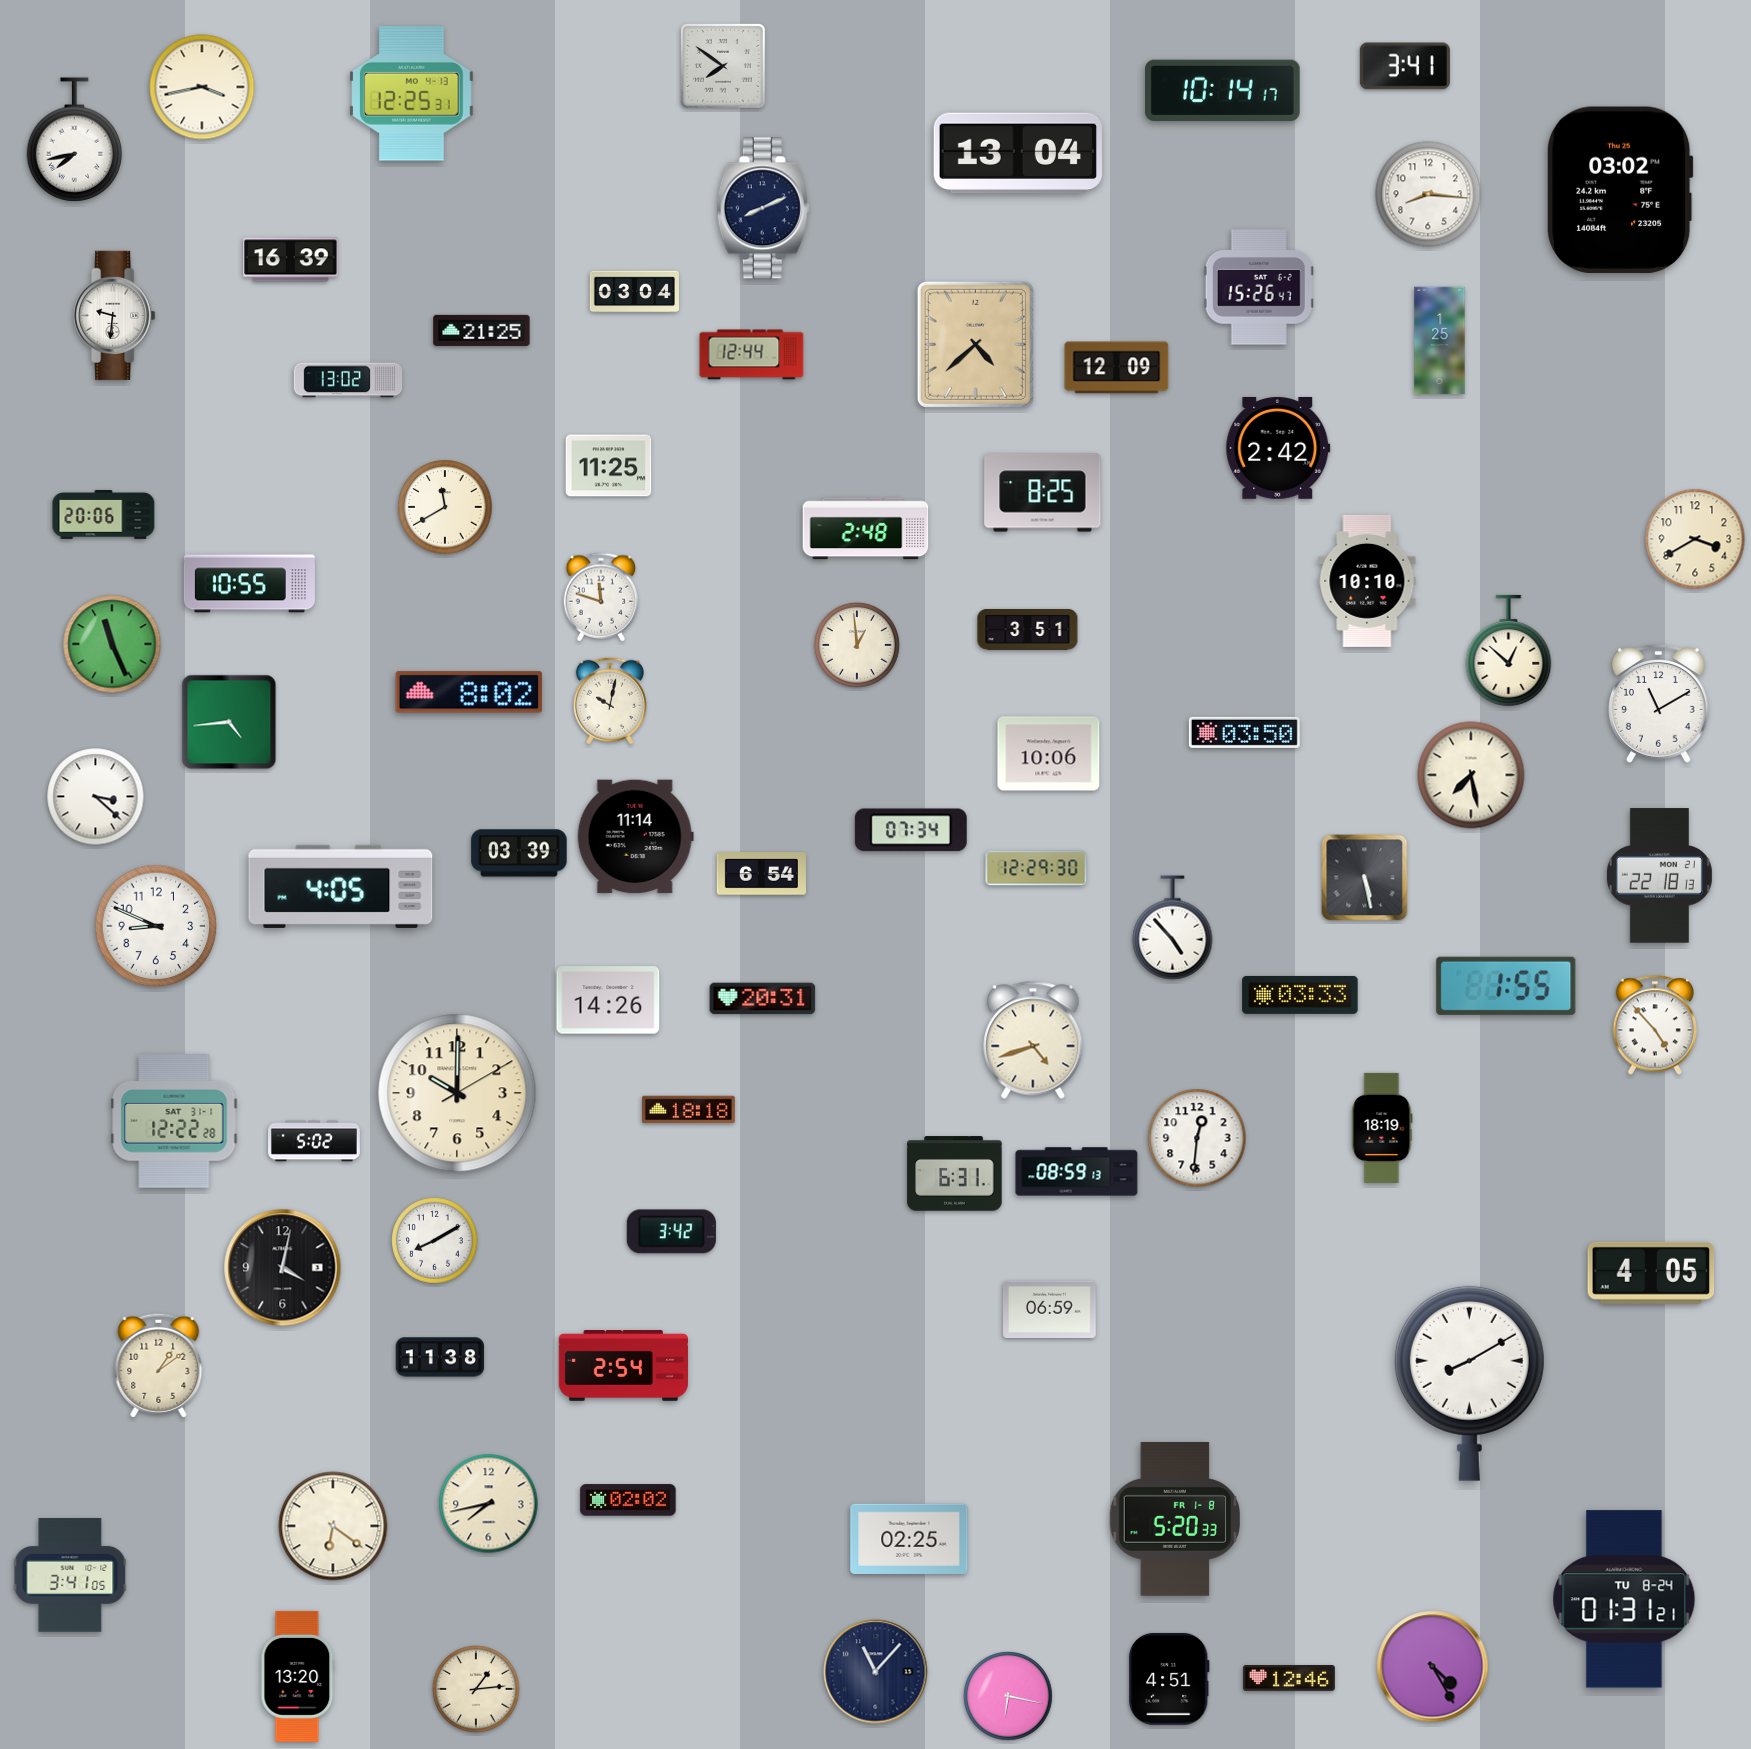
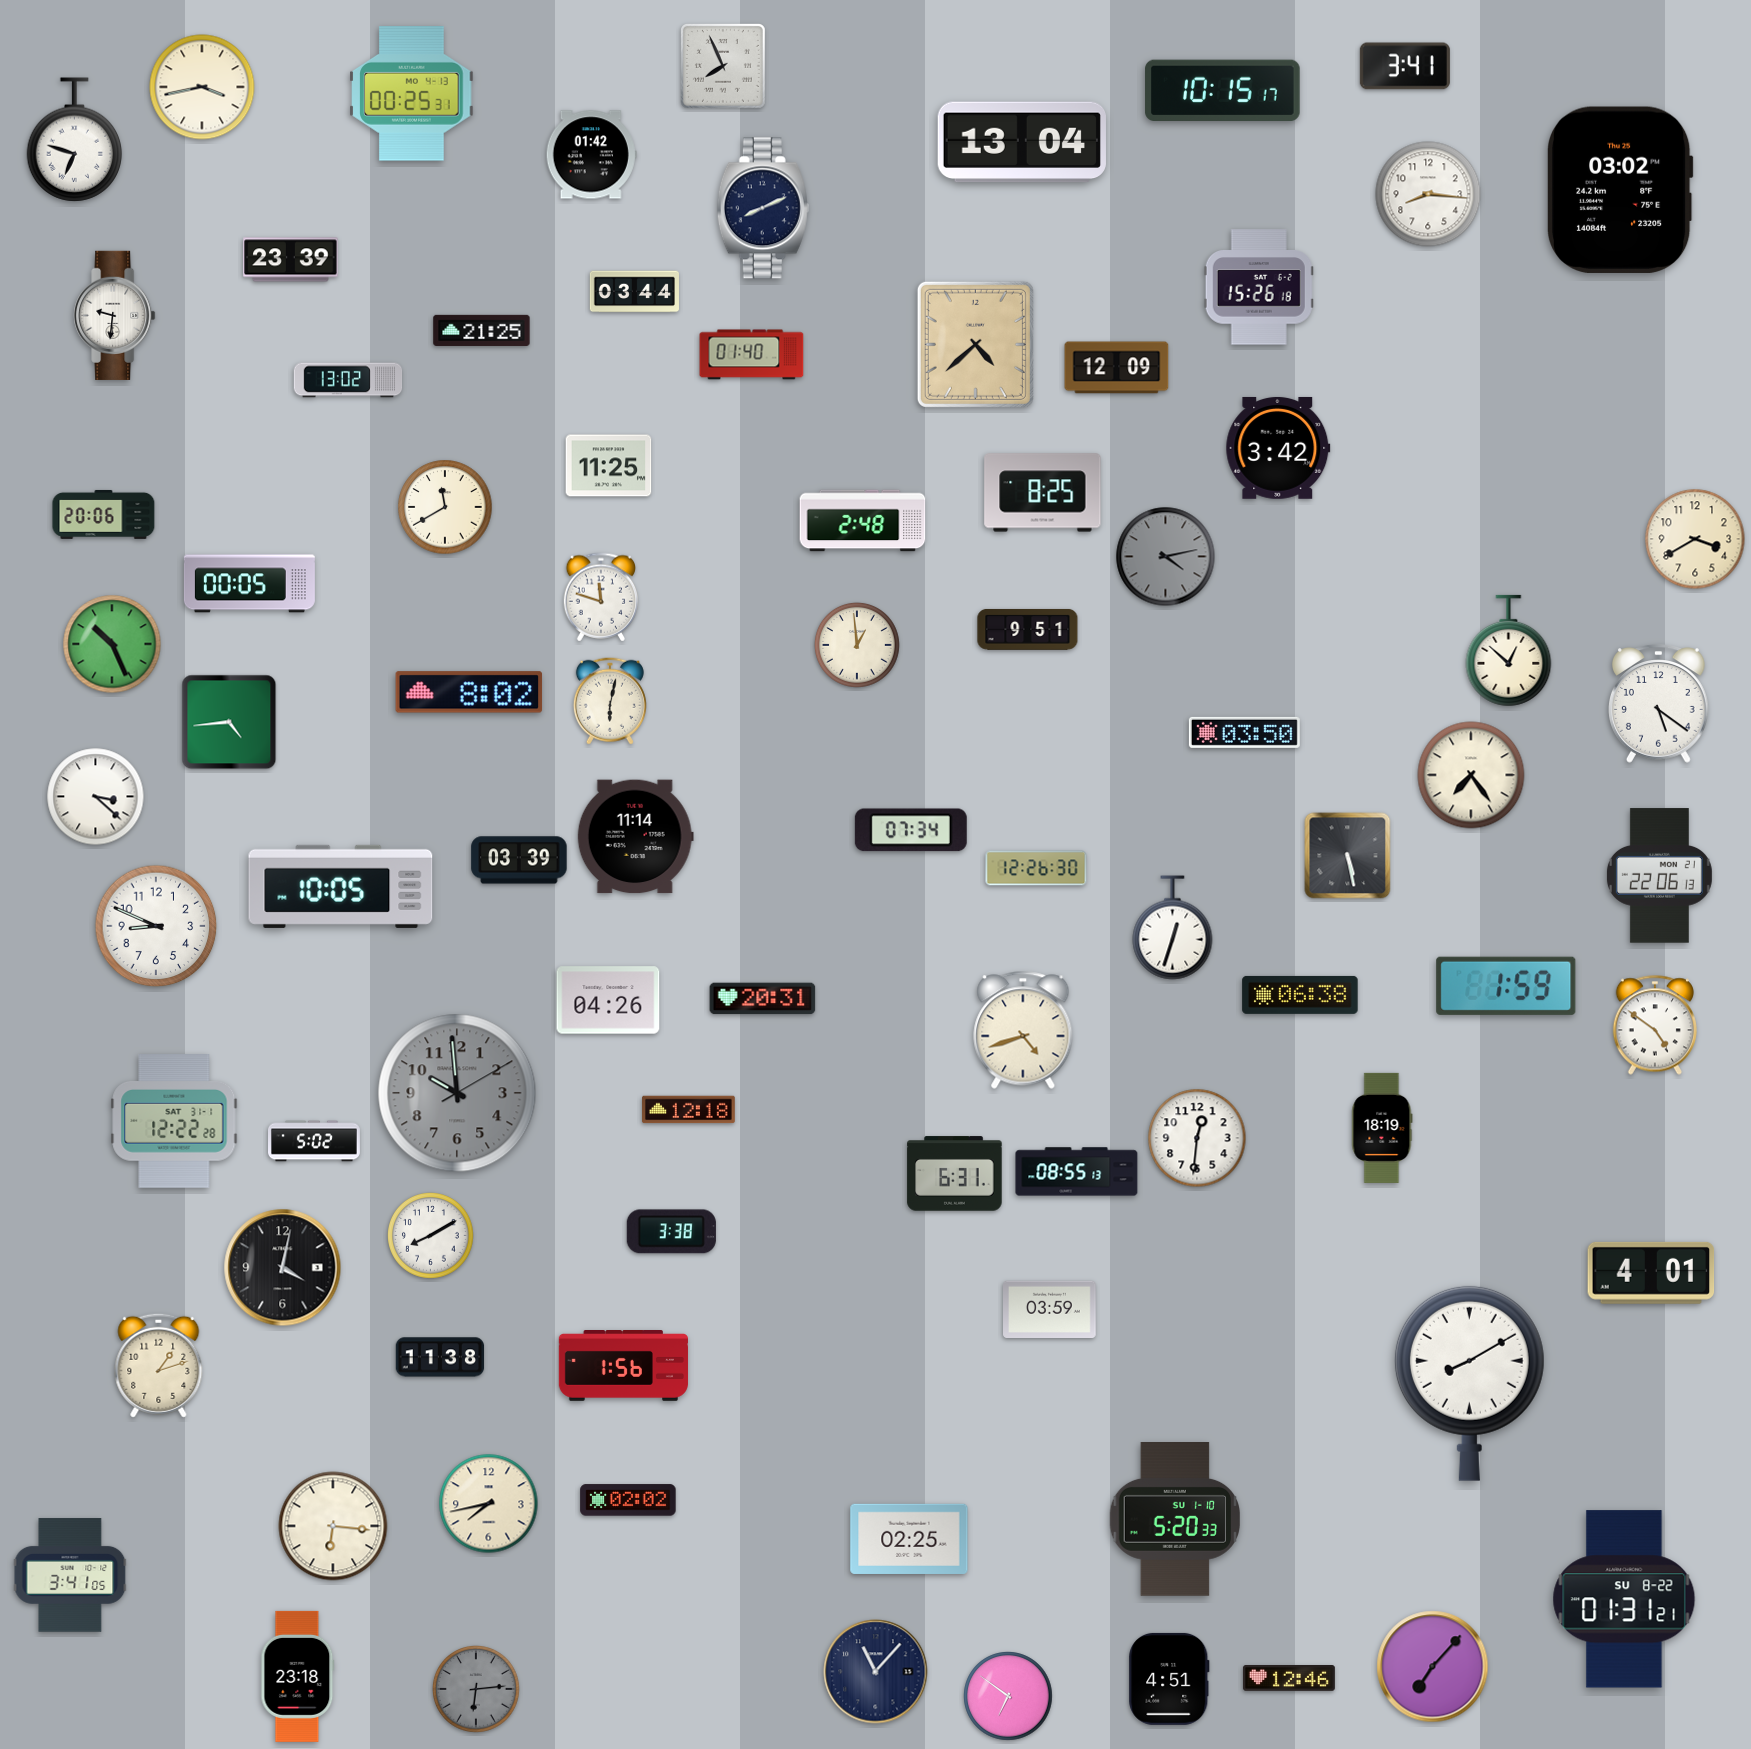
clock at (723, 66): 7:51 -> 7:56
clock at (1223, 90): 10:14 -> 10:15
clock at (412, 94): 12:25 -> 00:25
clock at (75, 140): 7:43 -> 6:48
clock at (1018, 153) position: (1018, 153) -> (1022, 142)
clock at (591, 155): none -> 01:42
clock at (291, 260): 16:39 -> 23:39
clock at (1259, 287): 15:26:47 -> 15:26:18
clock at (634, 292): 03:04 -> 03:44
clock at (1440, 341): 1:25 -> none
clock at (752, 355): 12:44 -> 01:40
clock at (1278, 448): 2:42 -> 3:42
clock at (866, 529) position: (866, 529) -> (863, 521)
clock at (1166, 557): none -> 4:13
clock at (1367, 581): 10:10 -> none
clock at (249, 584): 10:55 -> 00:05
clock at (1028, 629): 3:51 -> 9:51
clock at (112, 644): 11:26 -> 10:26
clock at (610, 701): 10:02 -> 6:02
clock at (1659, 704): 11:10 -> 5:21
clock at (1049, 754): 10:06 -> none
clock at (1471, 775): 7:28 -> 7:24
clock at (519, 853) position: (519, 853) -> (519, 860)
clock at (1036, 868): 12:29 -> 12:26
clock at (761, 874): 6:54 -> none
clock at (1659, 876): 22:18 -> 22:06
clock at (1365, 878) position: (1365, 878) -> (1348, 856)
clock at (341, 886): 4:05 -> 10:05
clock at (1173, 928): 4:53 -> 12:33
clock at (1506, 986): 1:55 -> 1:59
clock at (1300, 995): 03:33 -> 06:38
clock at (608, 1000): 14:26 -> 04:26
clock at (1655, 1025): 4:53 -> 4:51
clock at (1033, 1040) position: (1033, 1040) -> (1023, 1030)
clock at (457, 1093): 10:00 -> 9:59
clock at (457, 1093) dial: cream -> grey
clock at (689, 1110): 18:18 -> 12:18
clock at (1077, 1172): 08:59 -> 08:55
clock at (671, 1232): 3:42 -> 3:38
clock at (435, 1241) position: (435, 1241) -> (431, 1236)
clock at (1651, 1273): 4:05 -> 4:01
clock at (1050, 1309): 06:59 -> 03:59
clock at (159, 1365): 1:09 -> 1:12
clock at (623, 1366): 2:54 -> 1:56
clock at (1174, 1520) date: FR 1-8 -> SU 1-10
clock at (333, 1526): 6:21 -> 6:16
clock at (1624, 1599) date: TU 8-24 -> SU 8-22
clock at (1433, 1667): 4:25 -> 7:07
clock at (298, 1676): 13:20 -> 23:18
clock at (477, 1690): 1:14 -> 6:14
clock at (477, 1690) dial: cream -> grey
clock at (1008, 1696): 6:17 -> 6:51
